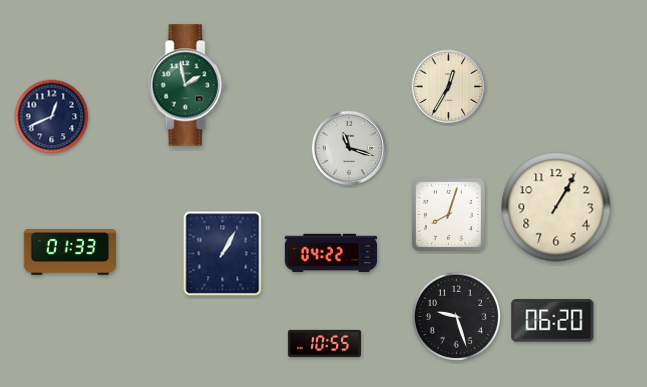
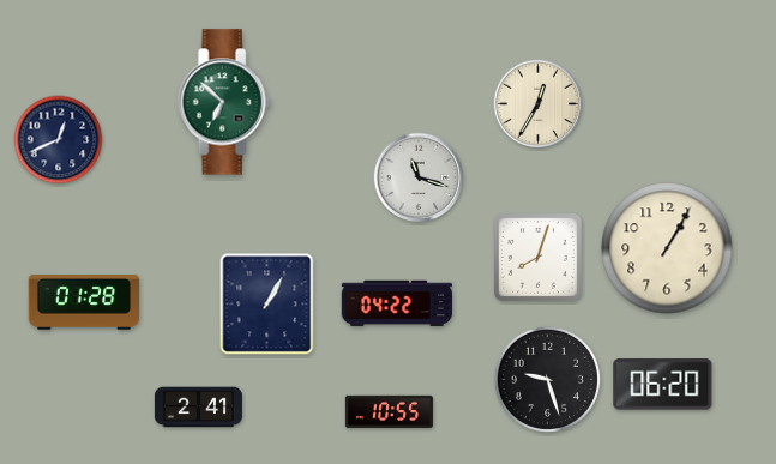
clock at (187, 85): 1:58 -> 6:52
clock at (52, 117) position: (52, 117) -> (59, 140)
clock at (69, 253): 01:33 -> 01:28
clock at (198, 408): none -> 2:41
